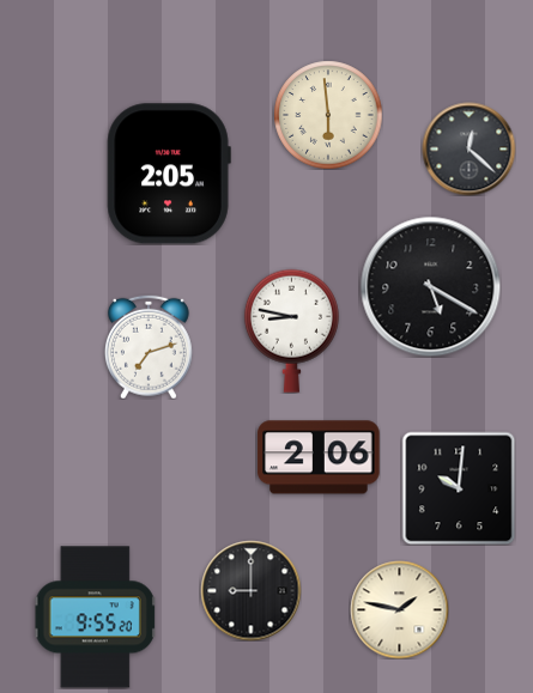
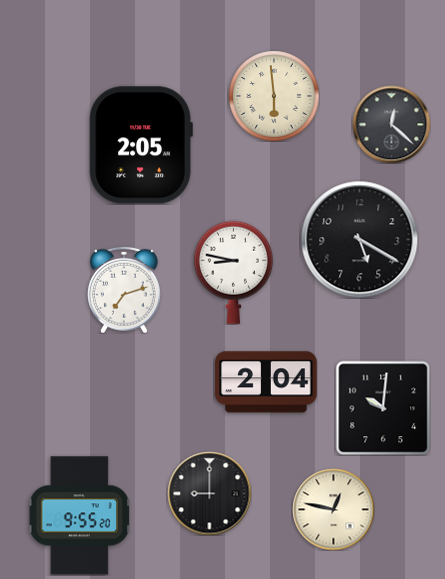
clock at (291, 330) position: (291, 330) -> (233, 272)
clock at (319, 457): 2:06 -> 2:04
clock at (399, 609): 1:47 -> 12:47
